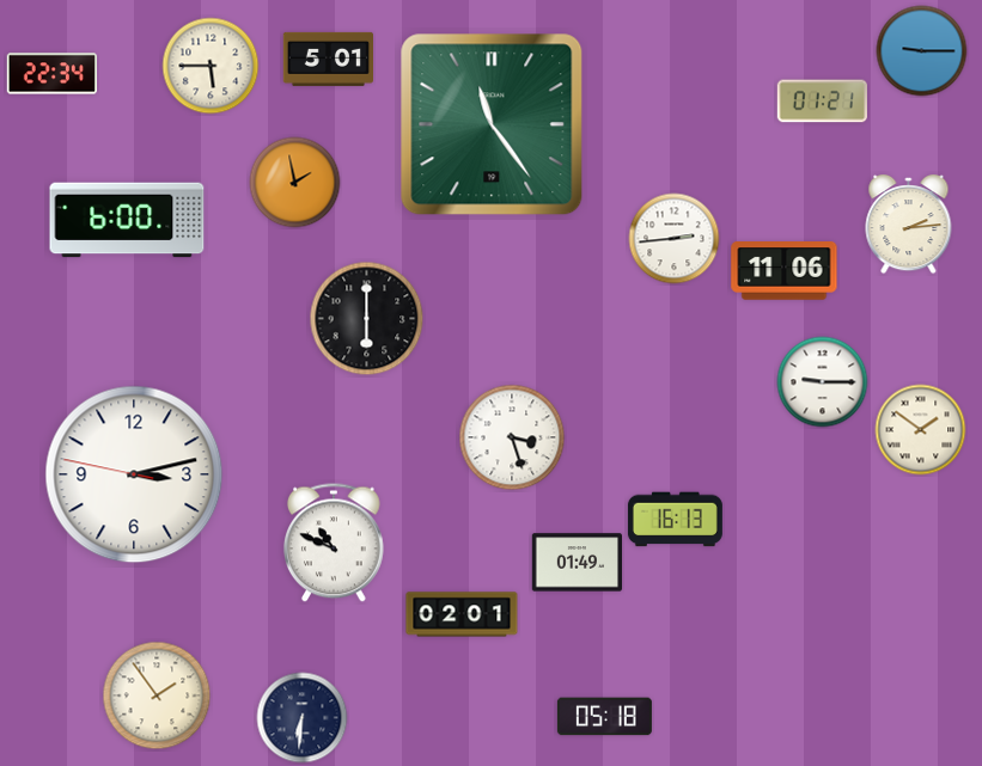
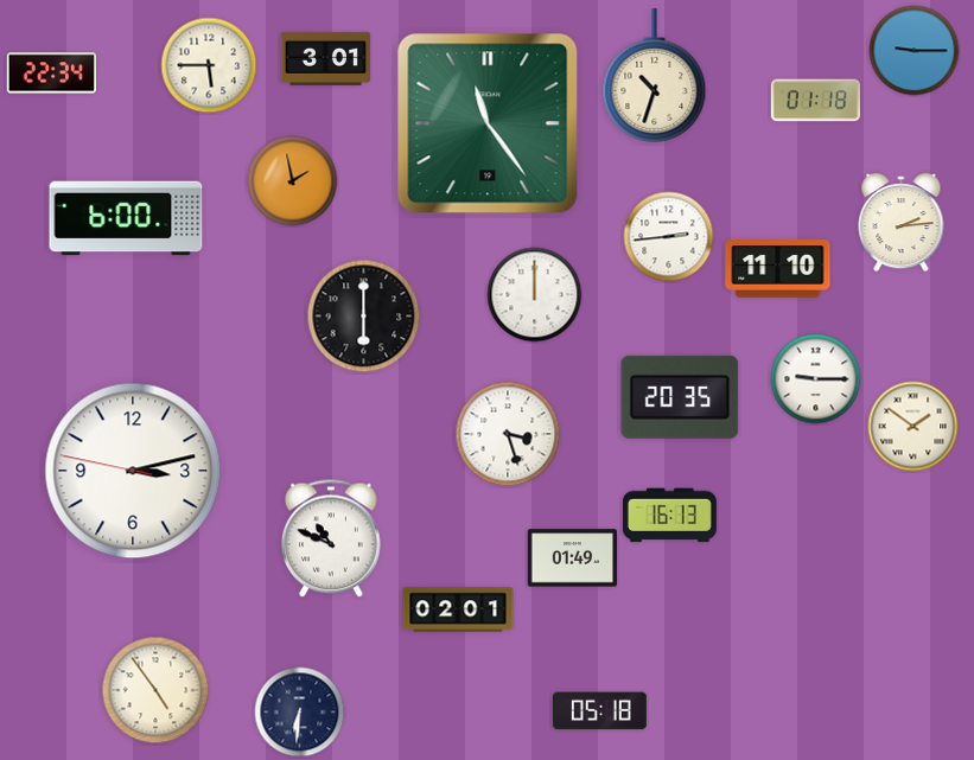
clock at (328, 59): 5:01 -> 3:01
clock at (655, 76): none -> 10:33
clock at (822, 102): 01:21 -> 01:18
clock at (785, 271): 11:06 -> 11:10
clock at (535, 295): none -> 12:00
clock at (680, 397): none -> 20:35
clock at (157, 695): 1:54 -> 4:54
